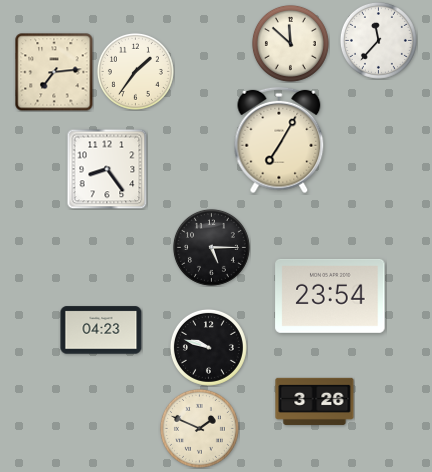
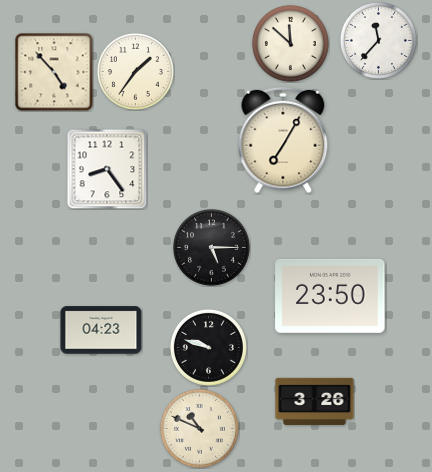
clock at (54, 72): 7:14 -> 4:53
clock at (279, 140) position: (279, 140) -> (283, 140)
clock at (330, 296): 23:54 -> 23:50
clock at (199, 428): 1:49 -> 10:49
